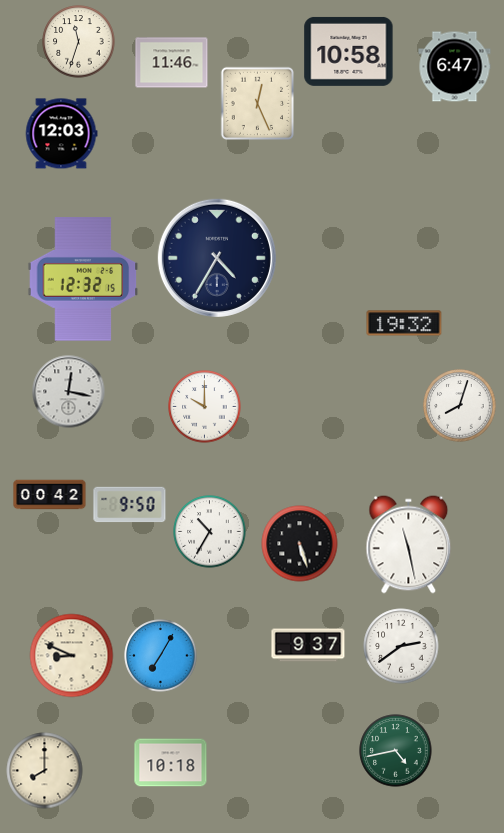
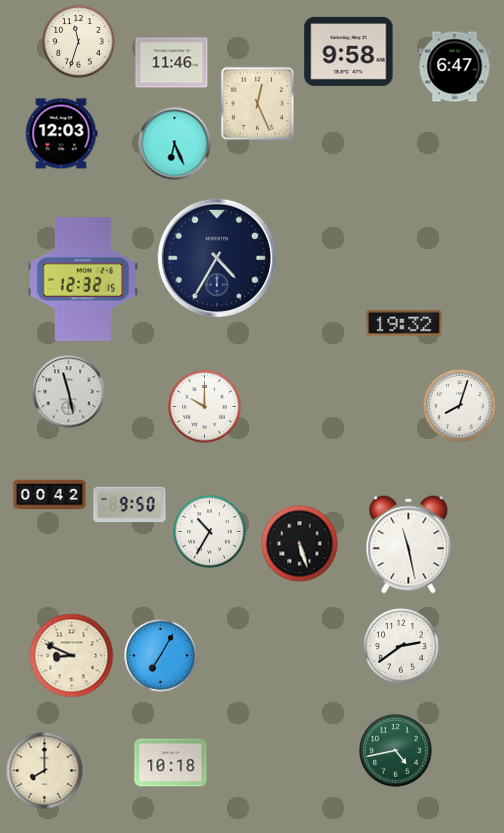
clock at (349, 51): 10:58 -> 9:58
clock at (175, 144): none -> 6:26
clock at (69, 392): 12:17 -> 11:28
clock at (308, 645): 9:37 -> none
